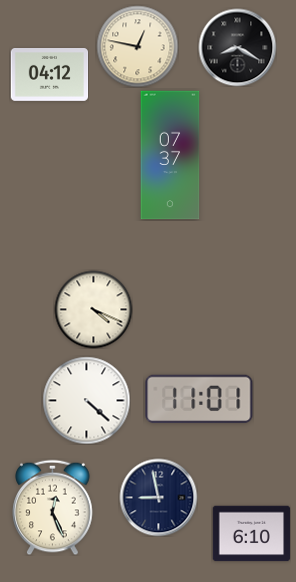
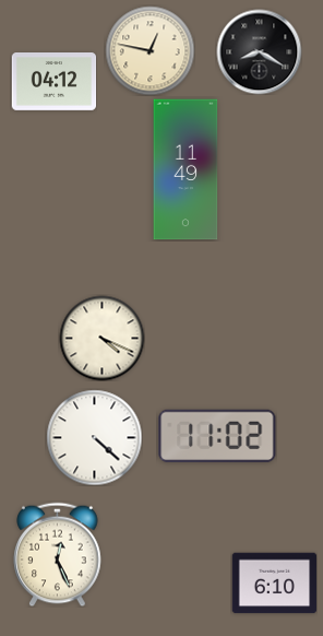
clock at (170, 155): 07:37 -> 11:49
clock at (199, 399): 11:01 -> 11:02
clock at (158, 497): 8:58 -> none
